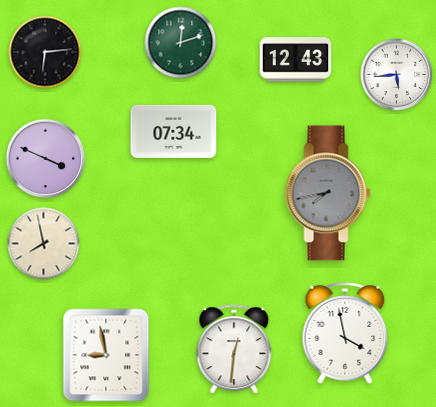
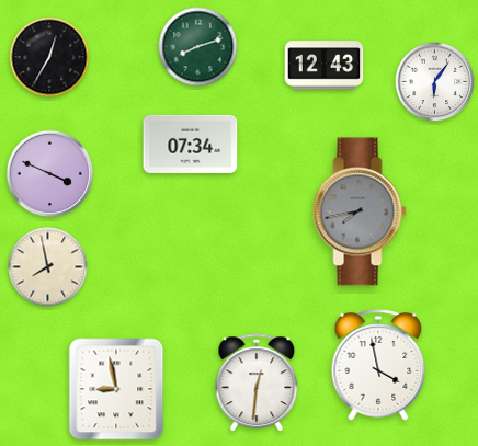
clock at (181, 43): 12:12 -> 8:12
clock at (45, 52): 6:14 -> 12:35
clock at (397, 75): 5:44 -> 6:06
